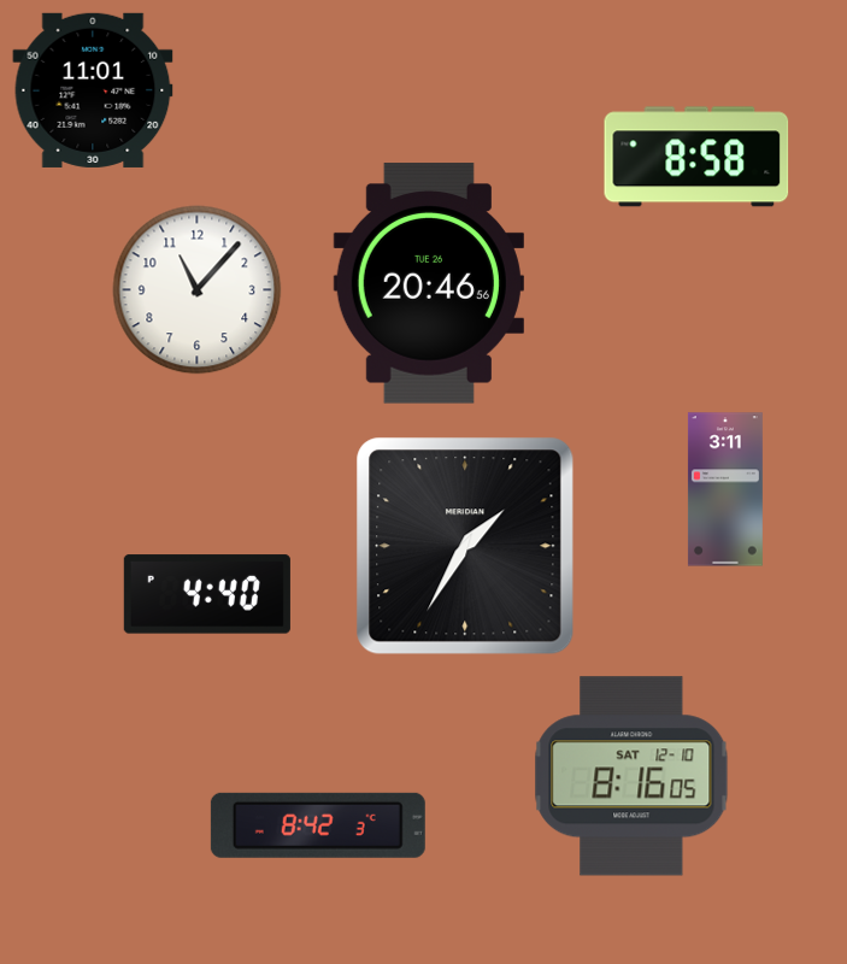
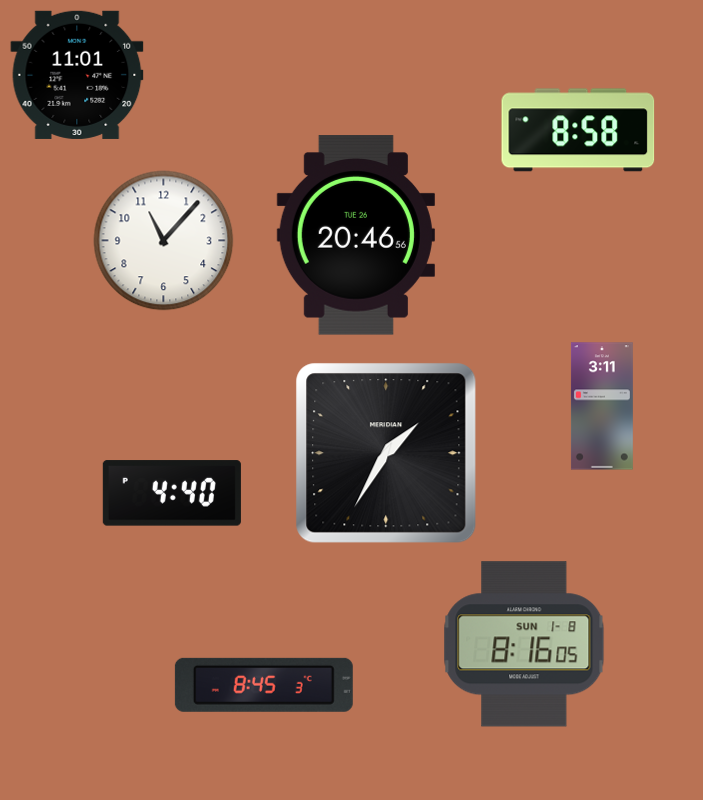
clock at (631, 776) date: SAT 12-10 -> SUN 1-8
clock at (318, 825): 8:42 -> 8:45
